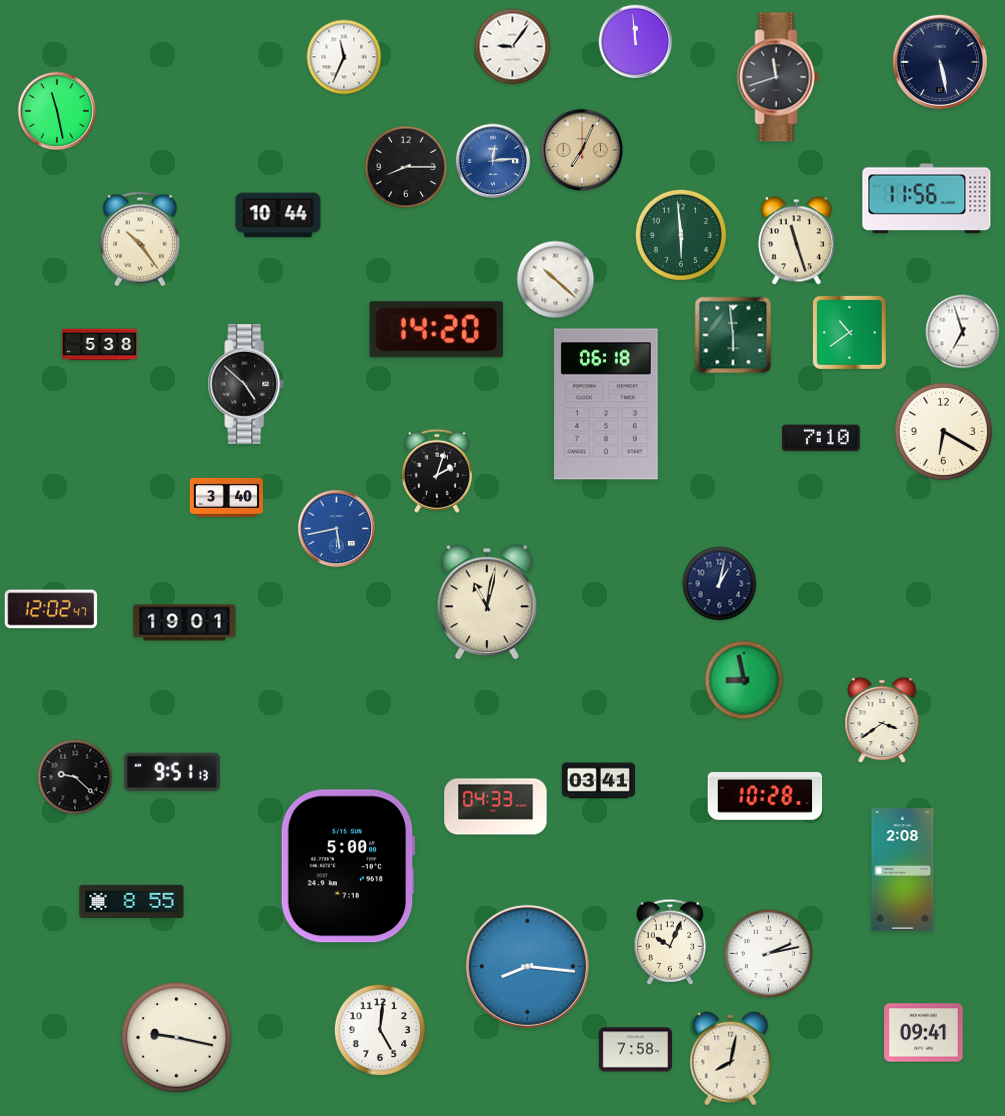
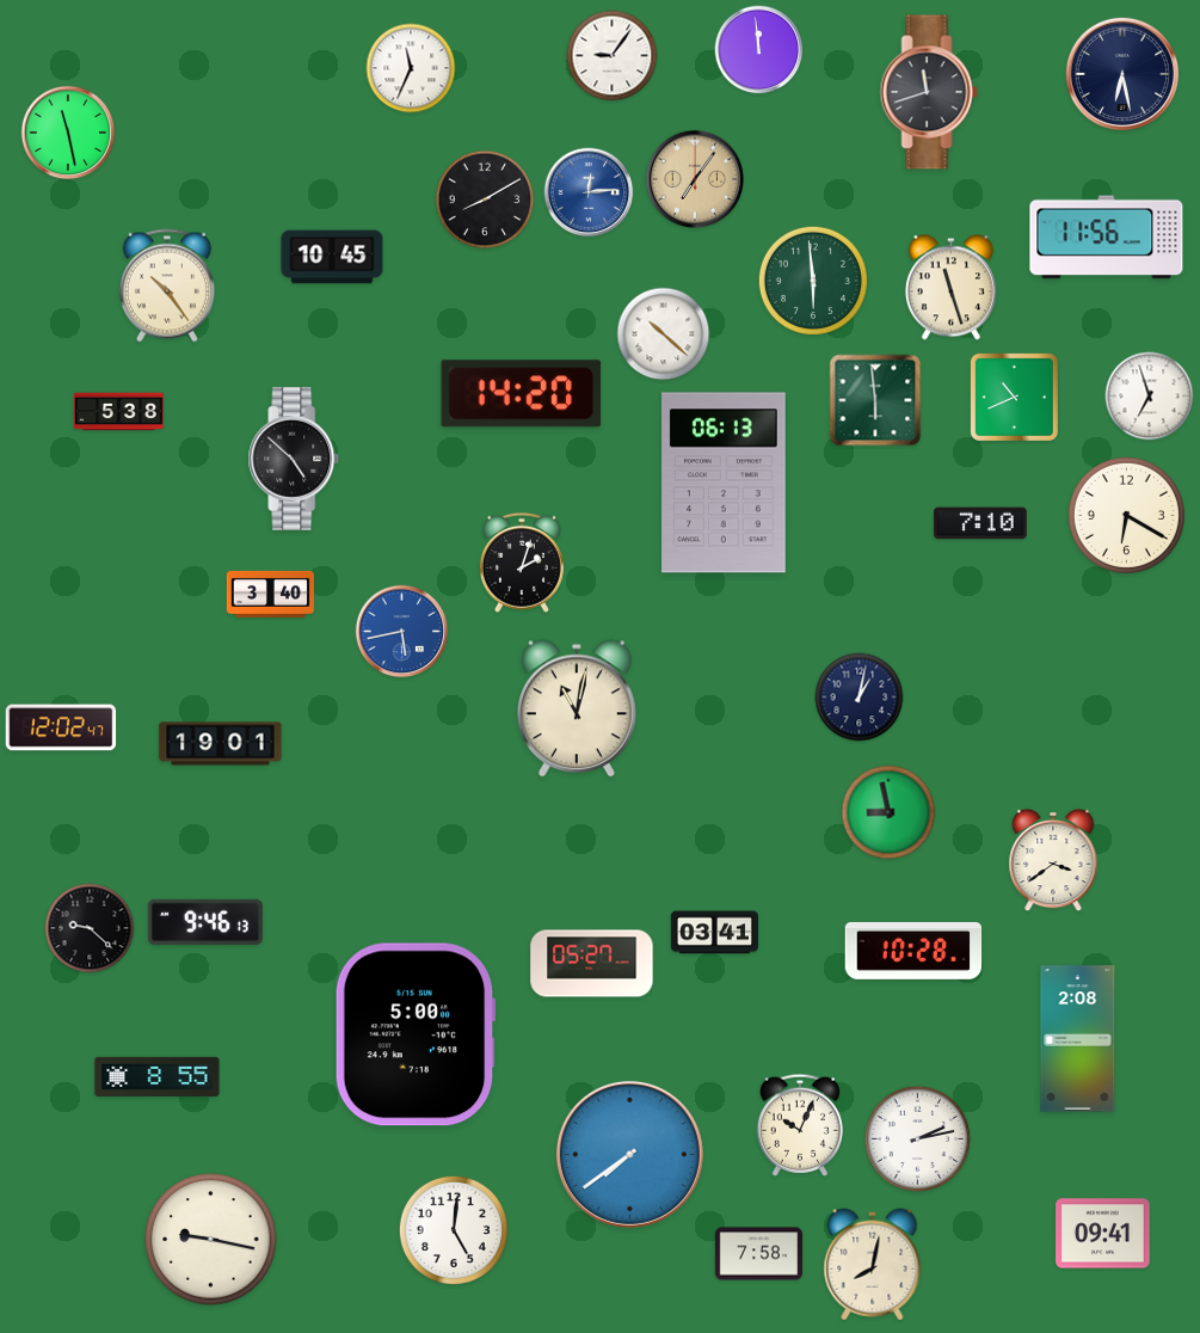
clock at (940, 62): 5:28 -> 6:28
clock at (582, 150): 7:04 -> 7:06
clock at (406, 167): 8:15 -> 8:10
clock at (278, 215): 10:44 -> 10:45
clock at (849, 332): 10:39 -> 10:41
clock at (606, 404): 06:18 -> 06:13
clock at (487, 602) position: (487, 602) -> (577, 708)
clock at (172, 772): 9:51 -> 9:46
clock at (496, 807): 04:33 -> 05:27
clock at (527, 966): 8:16 -> 7:39
